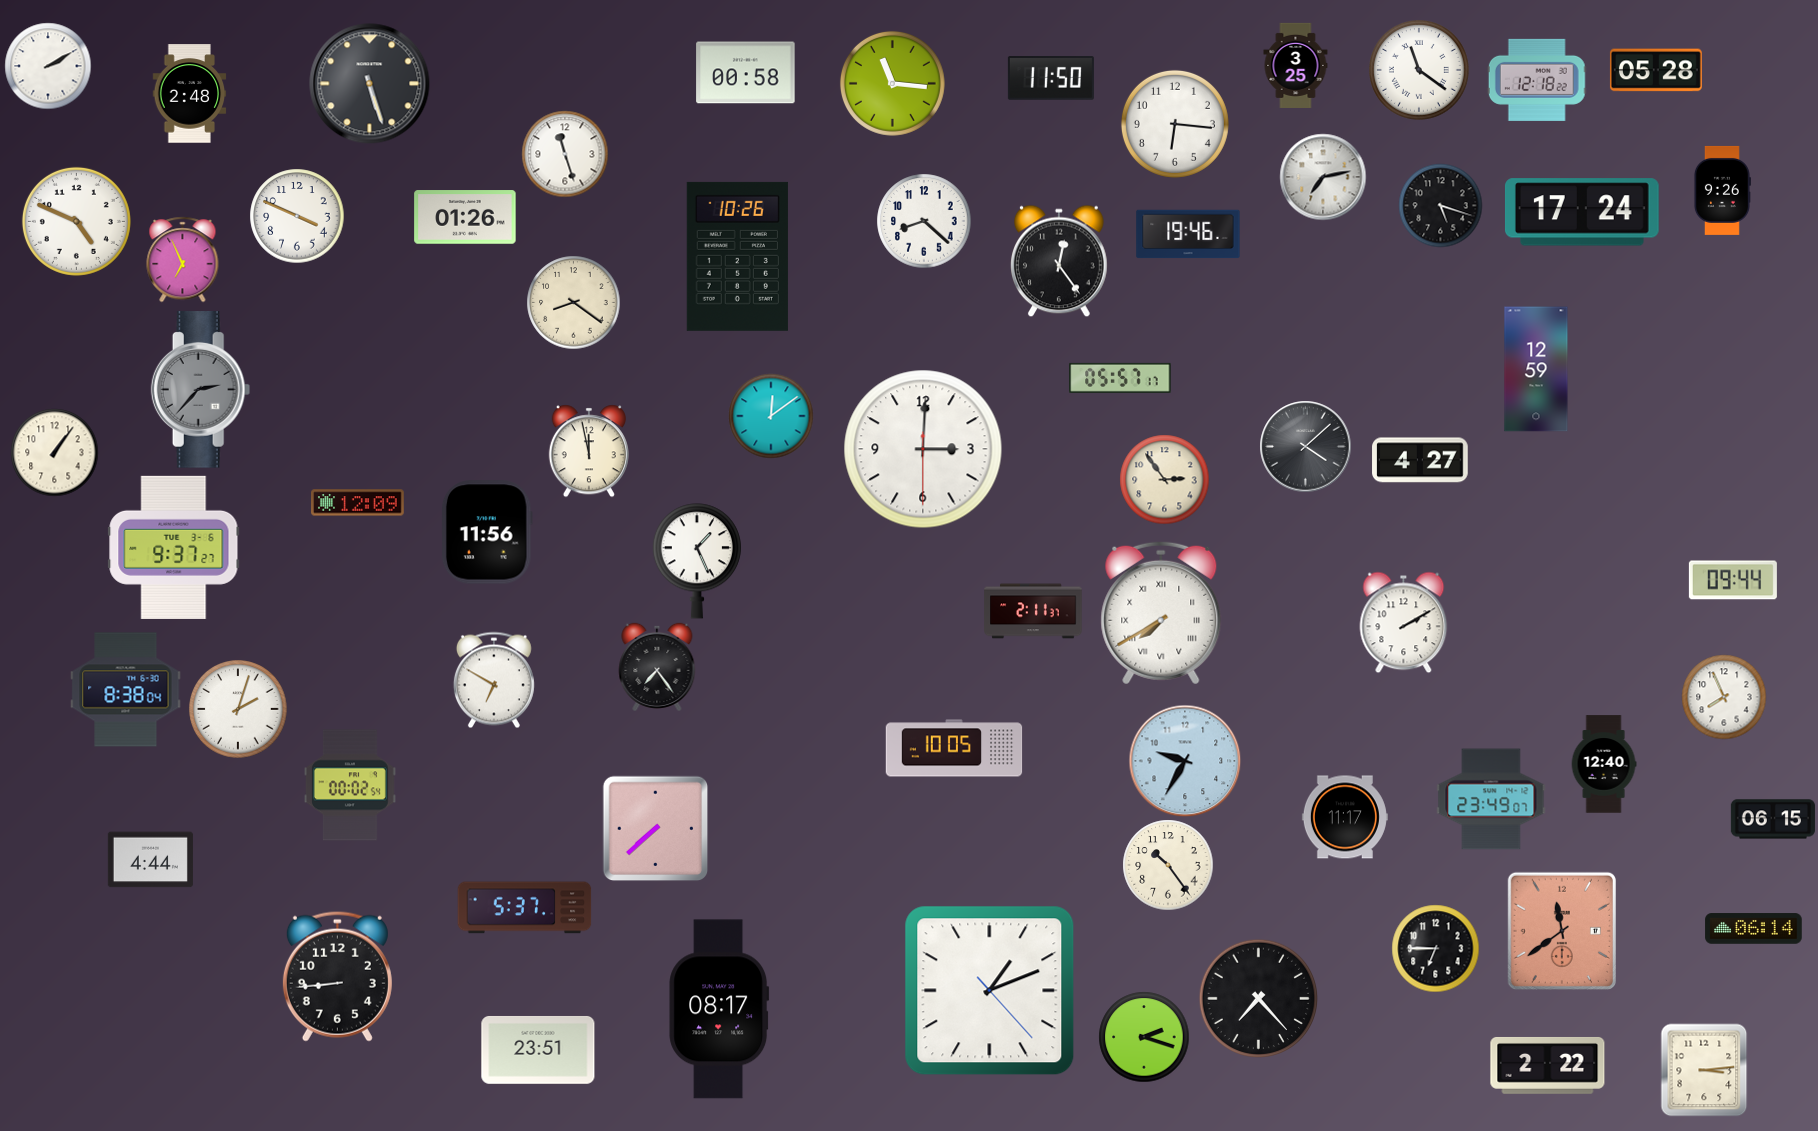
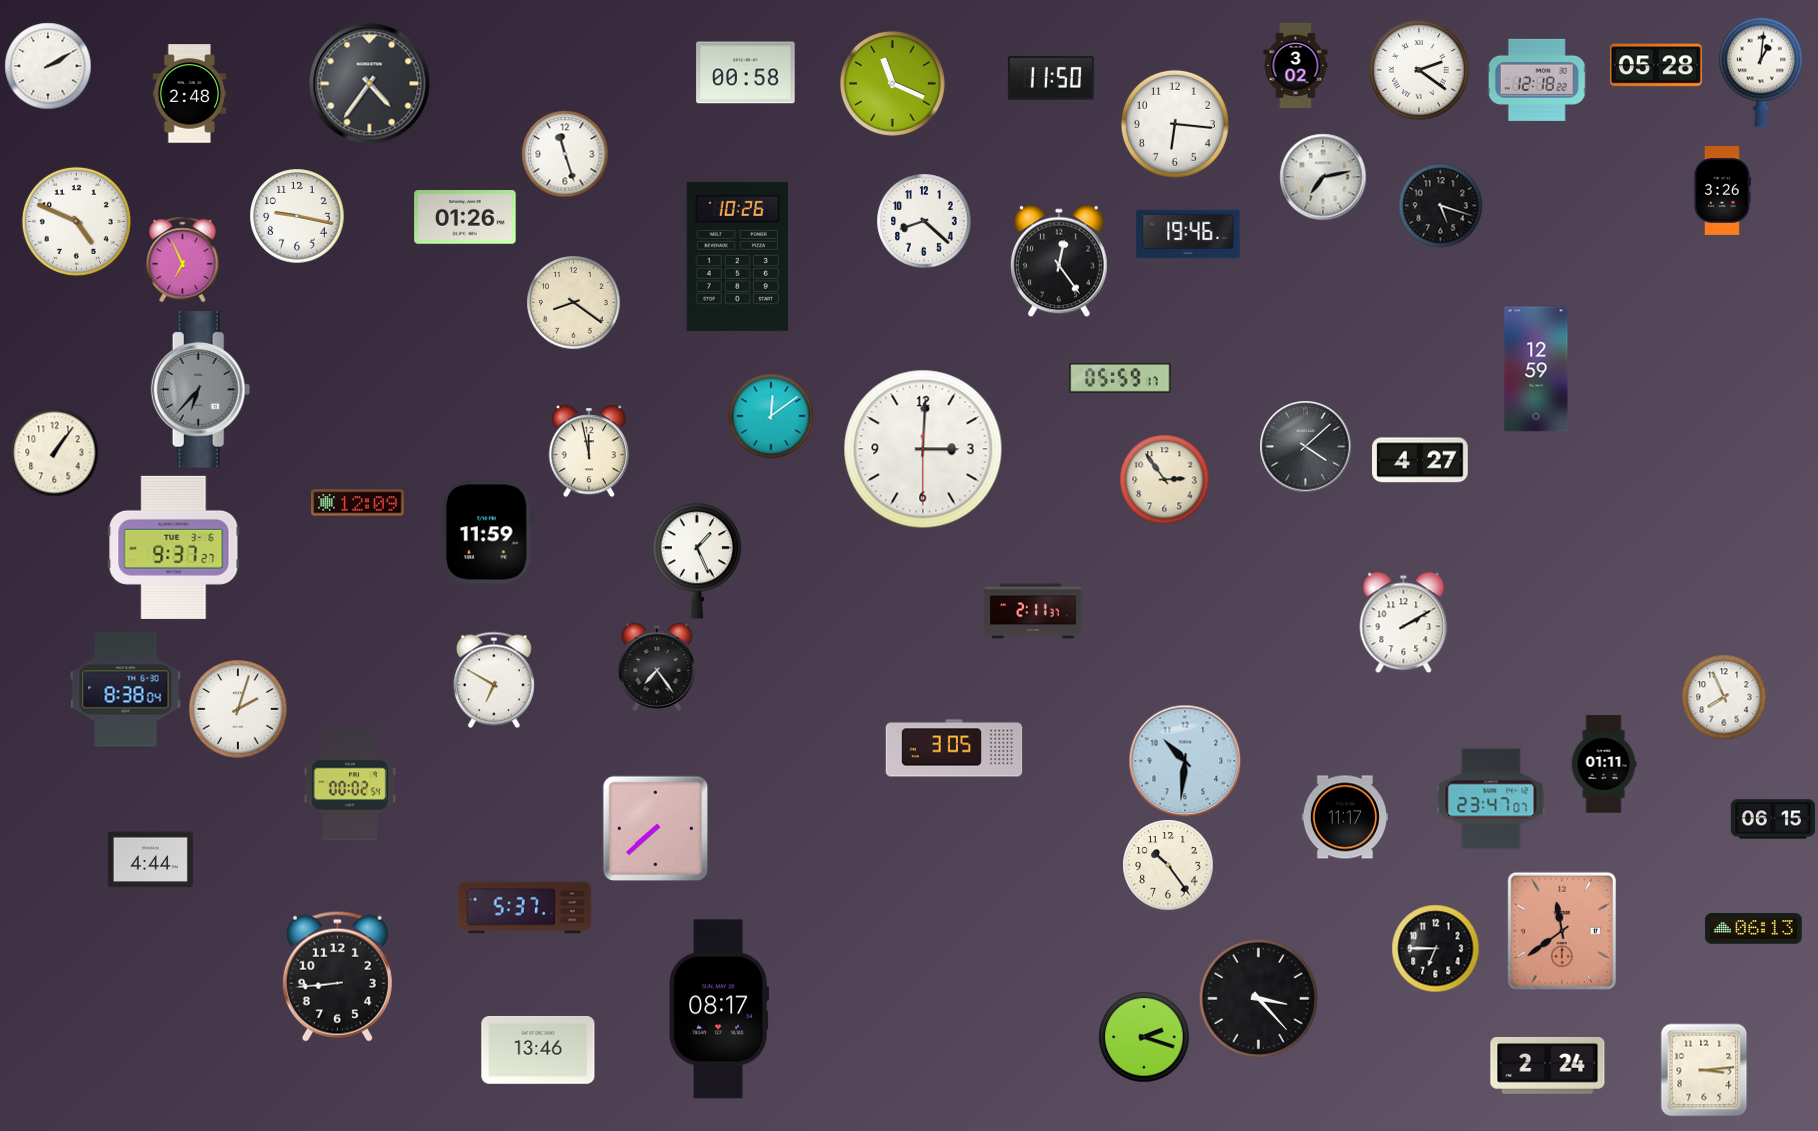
clock at (1296, 65): 3:25 -> 3:02
clock at (1656, 70) position: (1656, 70) -> (1656, 65)
clock at (1420, 71): 11:21 -> 2:21
clock at (1761, 72): none -> 1:01
clock at (892, 83): 11:16 -> 11:19
clock at (370, 84): 5:27 -> 4:36
clock at (1722, 190): 9:26 -> 3:26
clock at (1582, 212): 17:24 -> none
clock at (297, 216): 3:49 -> 9:17
clock at (1120, 378): 05:57 -> 05:59
clock at (201, 390): 2:37 -> 6:37
clock at (487, 532): 11:56 -> 11:59
clock at (1733, 580): 09:44 -> none
clock at (1161, 613): 7:40 -> none
clock at (954, 748): 10:05 -> 3:05
clock at (1185, 761): 9:35 -> 10:31
clock at (1604, 764): 12:40 -> 01:11
clock at (1491, 799): 23:49 -> 23:47
clock at (1754, 929): 06:14 -> 06:13
clock at (990, 991): 1:11 -> none
clock at (1258, 998): 7:23 -> 3:23
clock at (538, 1050): 23:51 -> 13:46
clock at (1548, 1065): 2:22 -> 2:24
